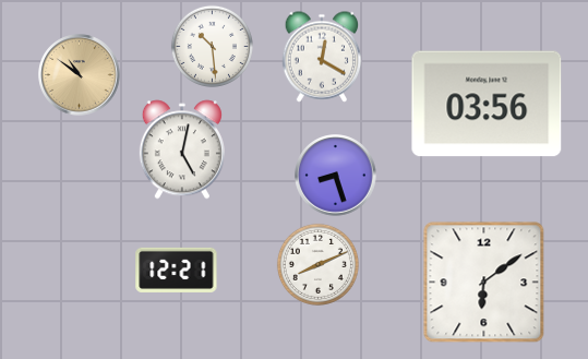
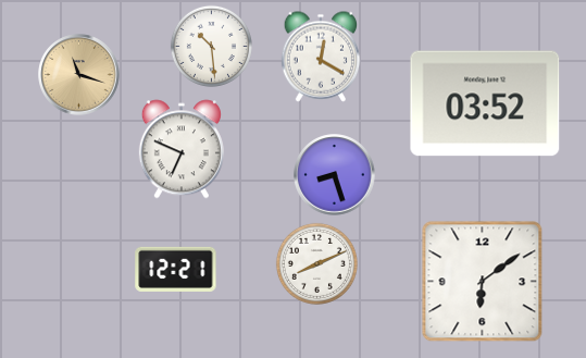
clock at (80, 75): 10:51 -> 11:18
clock at (487, 104): 03:56 -> 03:52
clock at (182, 149): 5:02 -> 6:49
